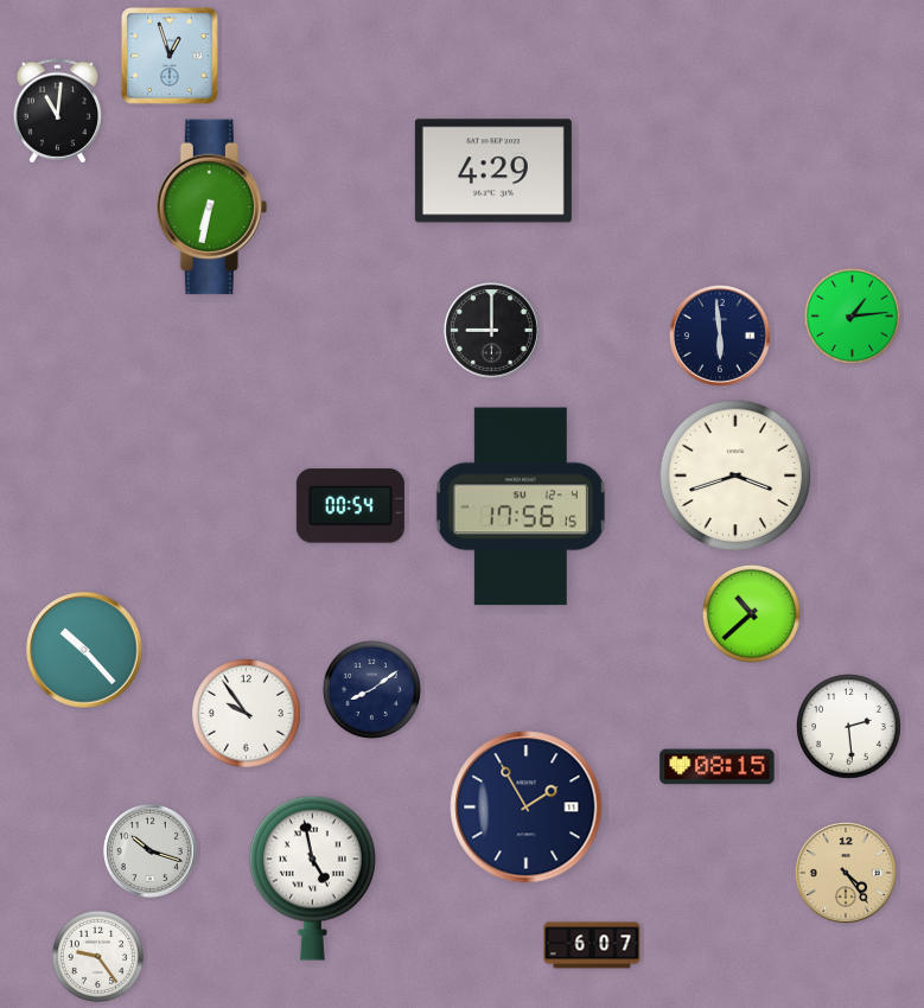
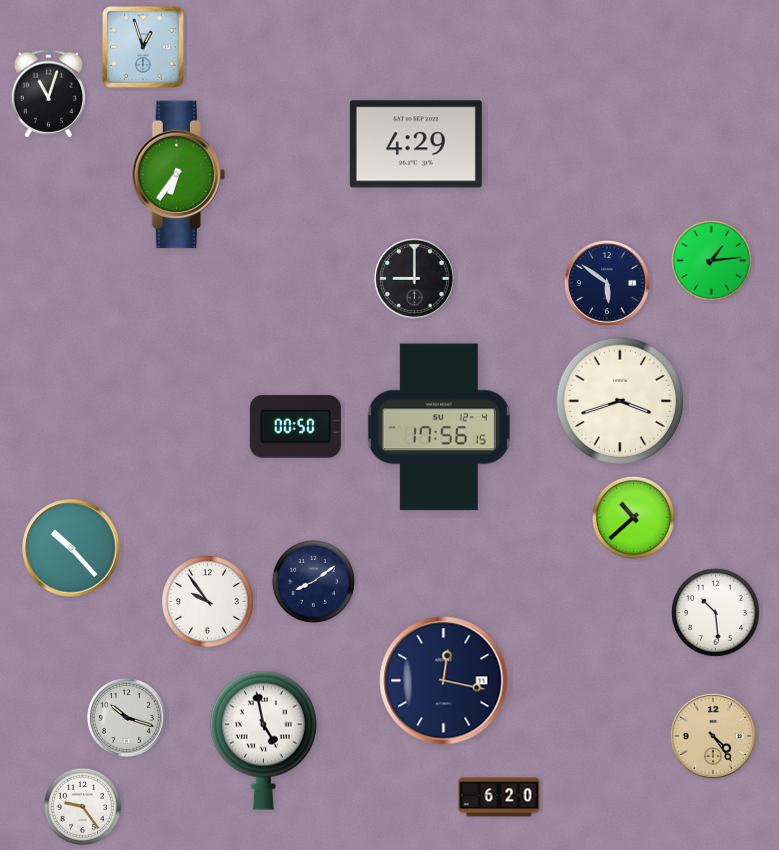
clock at (57, 111): 11:01 -> 11:03
clock at (211, 208): 6:32 -> 6:36
clock at (852, 315) position: (852, 315) -> (711, 260)
clock at (721, 337): 5:59 -> 5:51
clock at (350, 506): 00:54 -> 00:50
clock at (849, 727): 2:29 -> 10:29
clock at (718, 767): 08:15 -> none
clock at (527, 808): 1:55 -> 12:17
clock at (592, 945): 6:07 -> 6:20
